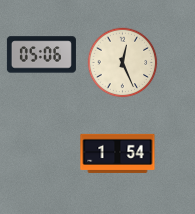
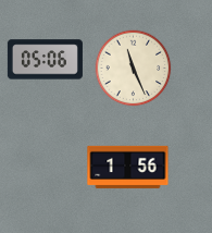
clock at (123, 63): 12:26 -> 11:26
clock at (118, 153): 1:54 -> 1:56
